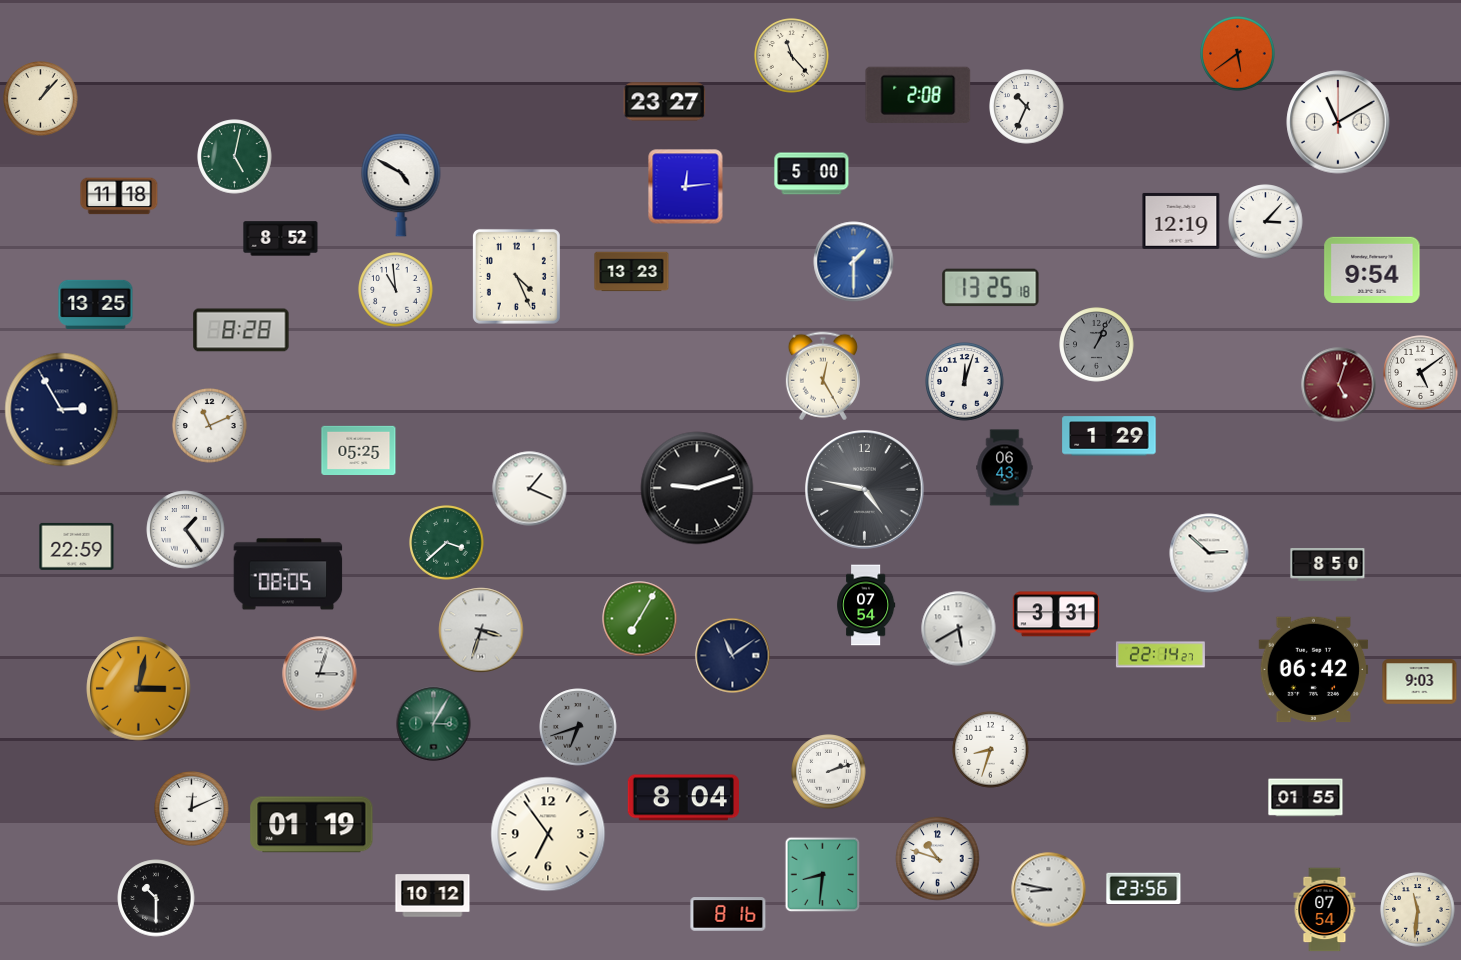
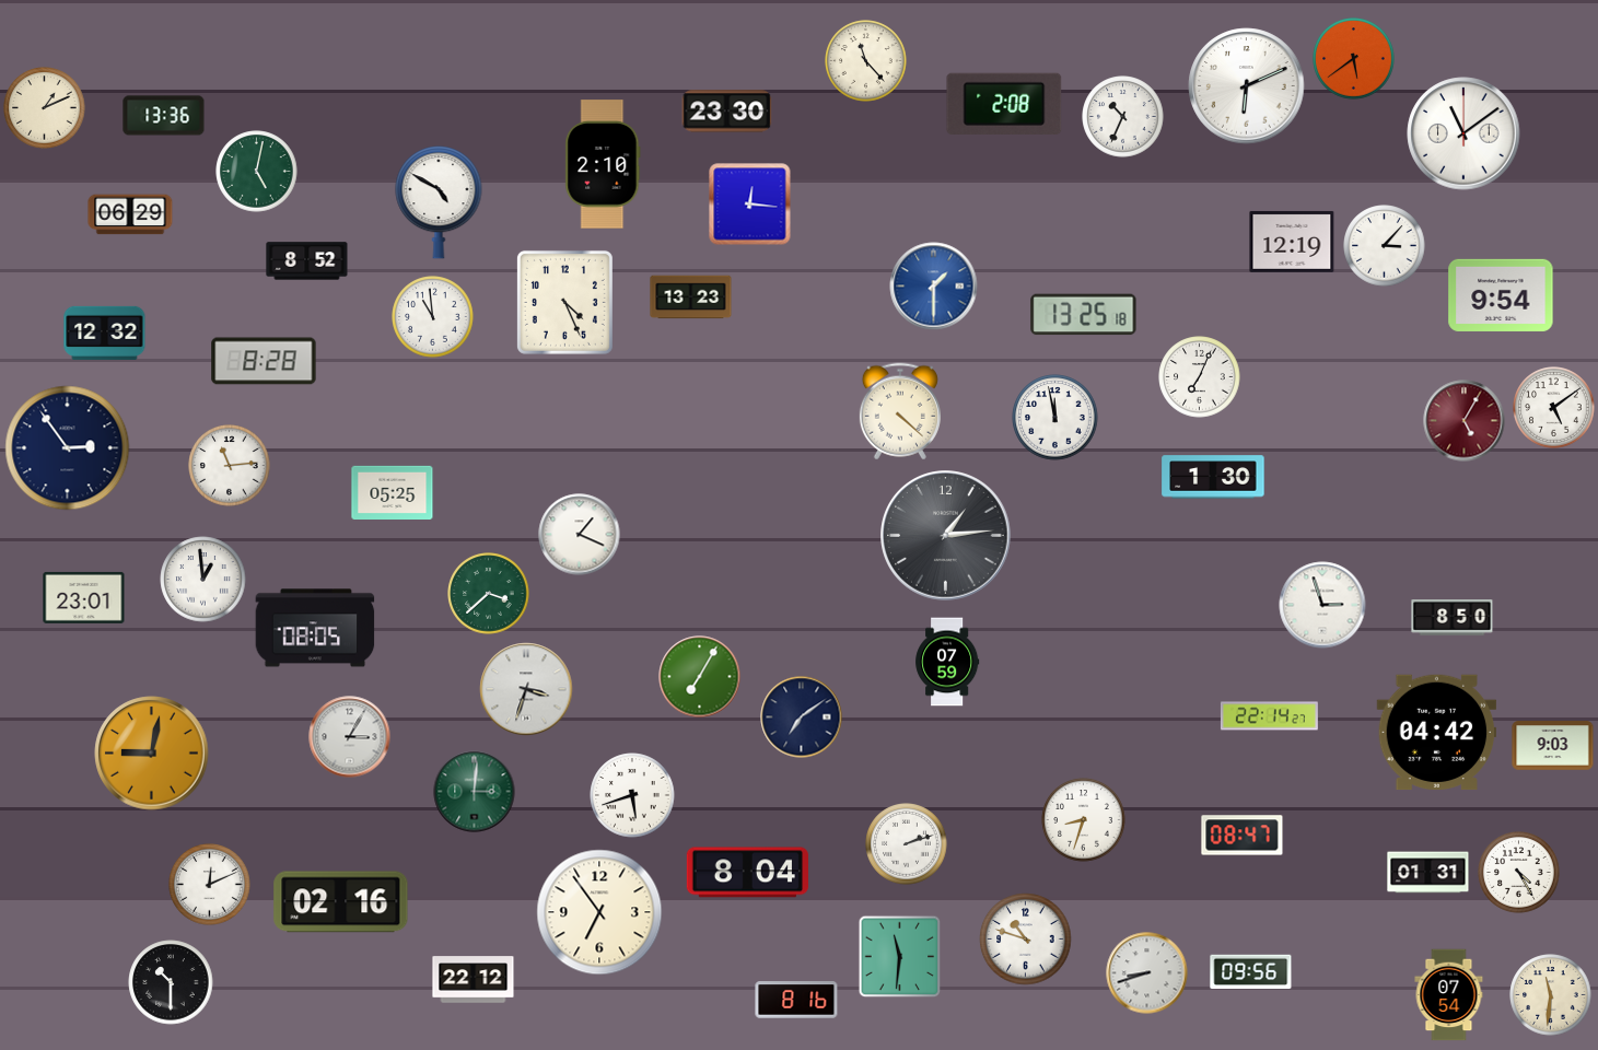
clock at (1247, 86): none -> 6:11
clock at (41, 99): 1:07 -> 1:11
clock at (665, 102): 23:27 -> 23:30
clock at (164, 116): none -> 13:36
clock at (1338, 122): 11:10 -> 11:09
clock at (603, 164): none -> 2:10
clock at (812, 174): 5:00 -> none
clock at (686, 187): 12:14 -> 12:16
clock at (119, 196): 11:18 -> 06:29
clock at (1266, 222) position: (1266, 222) -> (1385, 246)
clock at (96, 304): 13:25 -> 12:32
clock at (1097, 345): 1:04 -> 7:04
clock at (1097, 345) dial: grey -> white
clock at (823, 376): 12:25 -> 4:22
clock at (965, 382): 12:03 -> 11:58
clock at (1339, 385): 5:03 -> 5:05
clock at (62, 410): 2:55 -> 2:54
clock at (210, 426): 11:11 -> 11:14
clock at (1109, 436): 1:29 -> 1:30
clock at (1005, 468): 06:43 -> none
clock at (697, 488): 9:12 -> none
clock at (865, 490): 4:47 -> 1:14
clock at (186, 530): 1:24 -> 12:59
clock at (77, 546): 22:59 -> 23:01
clock at (1209, 553): 2:52 -> 2:57
clock at (866, 605): 07:54 -> 07:59
clock at (1056, 614): 3:31 -> none
clock at (959, 629): 5:40 -> none
clock at (733, 656): 11:09 -> 7:09
clock at (1314, 670): 06:42 -> 04:42
clock at (320, 674): 3:03 -> 3:05
clock at (139, 689): 3:02 -> 9:02
clock at (434, 724): 3:05 -> 3:01
clock at (578, 727): 6:42 -> 5:42
clock at (578, 727) dial: grey -> white
clock at (1243, 836): none -> 08:47
clock at (1306, 798): 01:55 -> 01:31
clock at (1519, 873): none -> 4:25
clock at (312, 825): 01:19 -> 02:16
clock at (823, 875): 8:31 -> 11:31
clock at (1144, 889): 23:56 -> 09:56
clock at (1049, 890): 8:47 -> 8:42
clock at (433, 896): 10:12 -> 22:12
